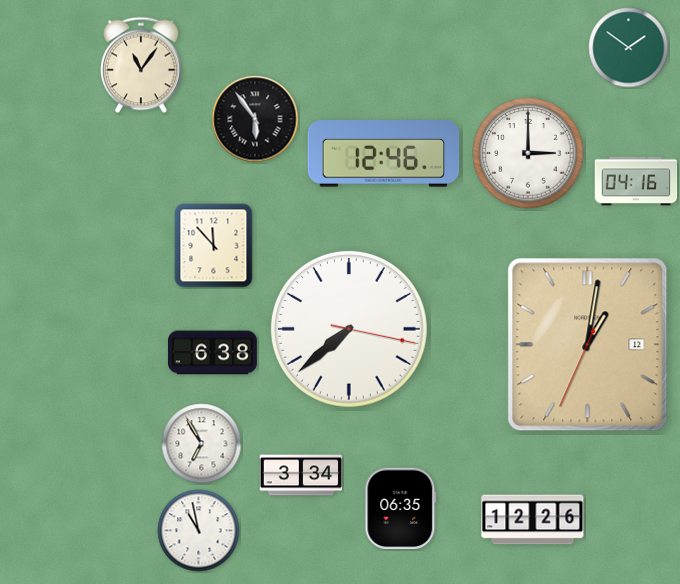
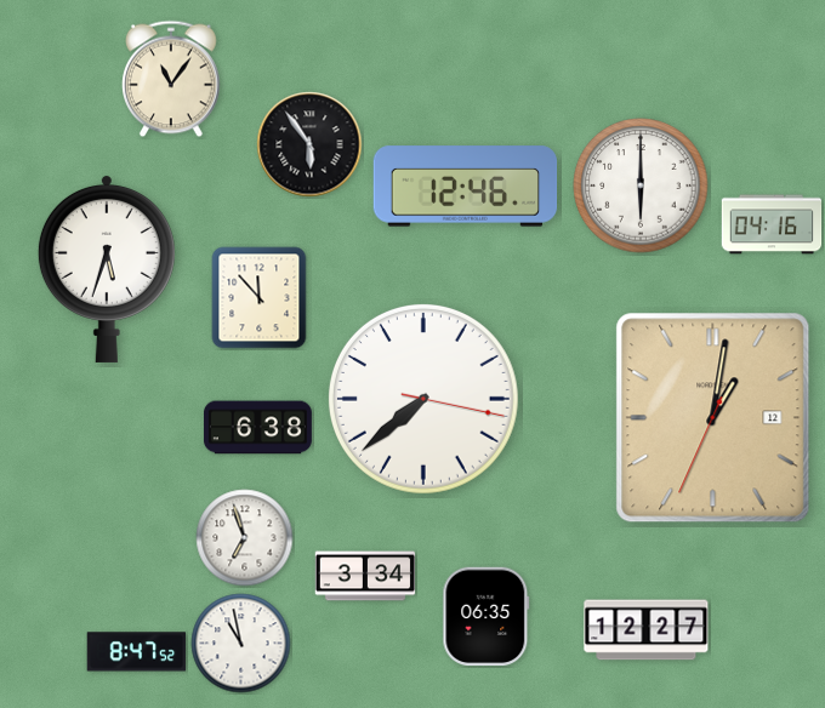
clock at (629, 48): 1:51 -> none
clock at (528, 153): 3:00 -> 6:00
clock at (636, 181) position: (636, 181) -> (772, 224)
clock at (107, 268): none -> 5:33
clock at (202, 444): 6:55 -> 6:57
clock at (533, 520): 12:26 -> 12:27
clock at (137, 652): none -> 8:47
